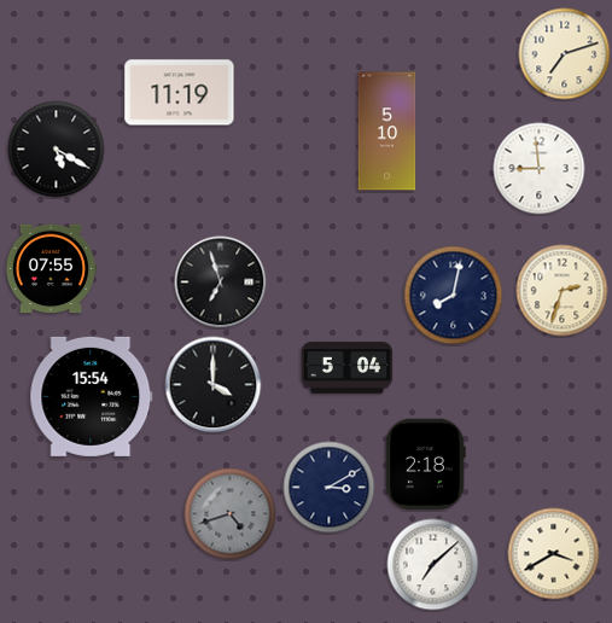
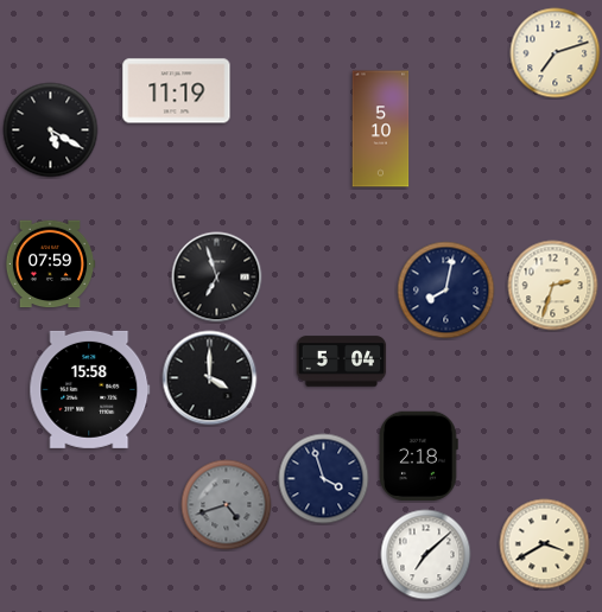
clock at (57, 150) position: (57, 150) -> (51, 130)
clock at (540, 169): 8:59 -> none
clock at (51, 269): 07:55 -> 07:59
clock at (92, 396): 15:54 -> 15:58
clock at (330, 488): 3:10 -> 3:57
